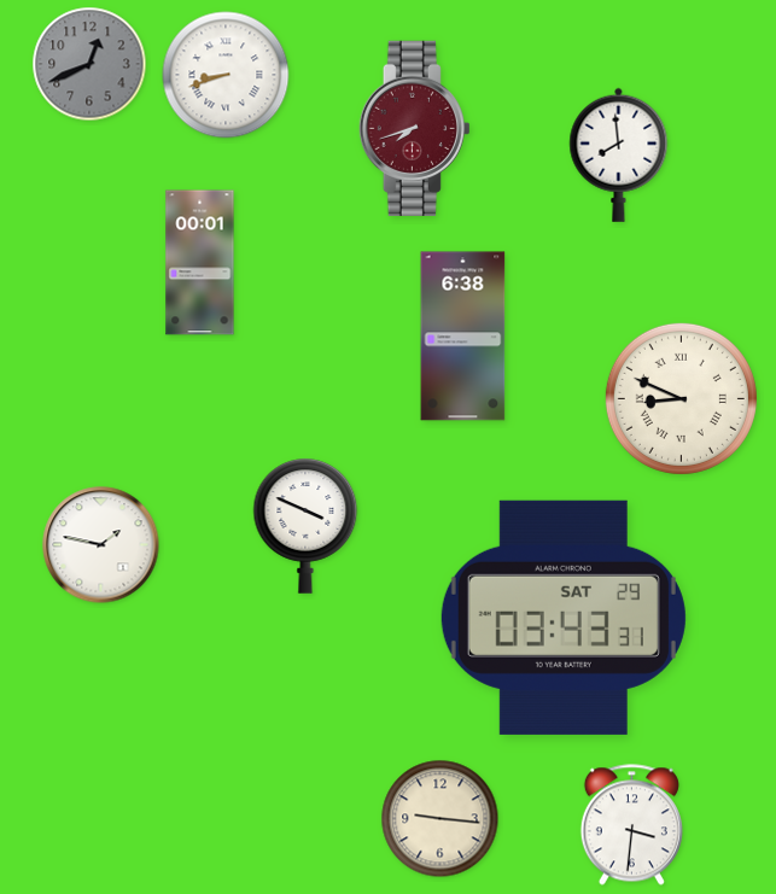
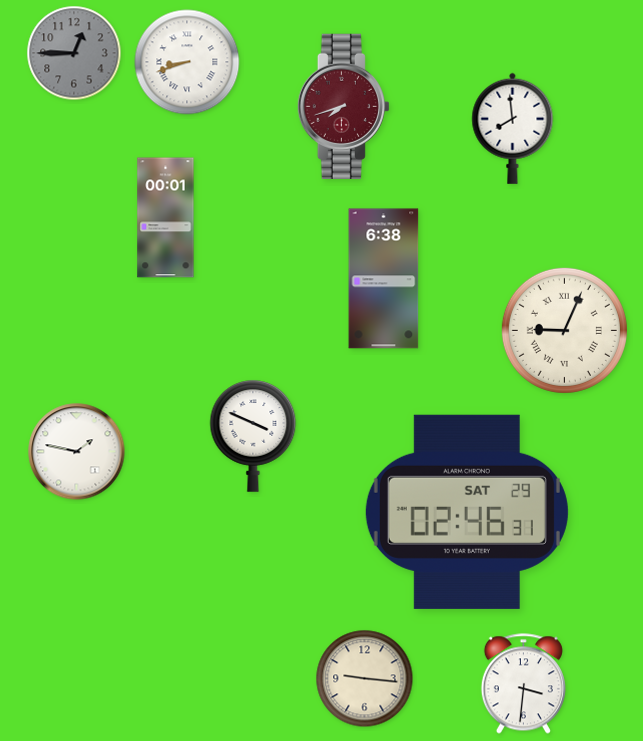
clock at (89, 64): 12:41 -> 12:45
clock at (681, 398): 8:49 -> 9:04
clock at (101, 545) position: (101, 545) -> (77, 452)
clock at (564, 618): 03:43 -> 02:46
